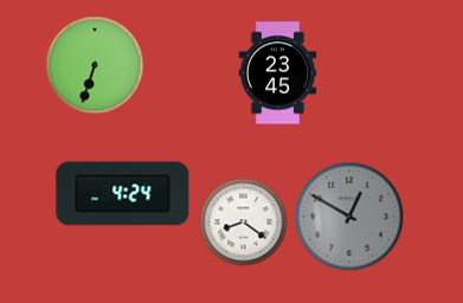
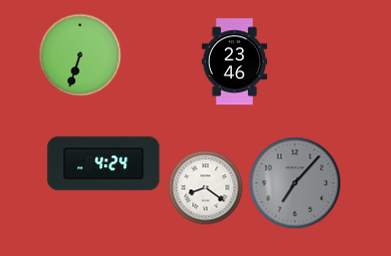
clock at (278, 73): 23:45 -> 23:46
clock at (349, 217): 12:50 -> 7:07
